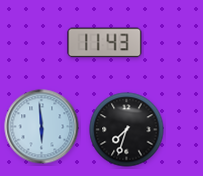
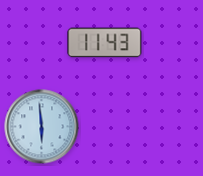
clock at (127, 130): 7:33 -> none
